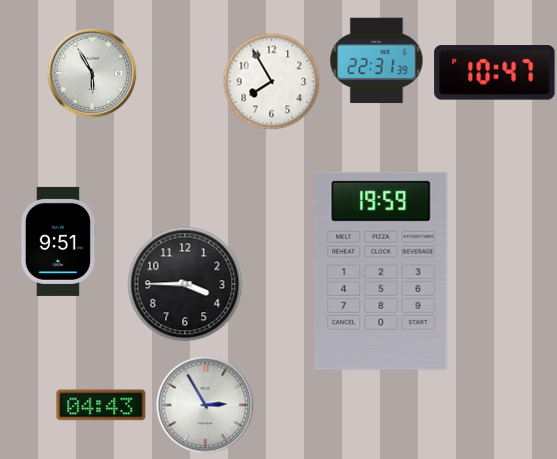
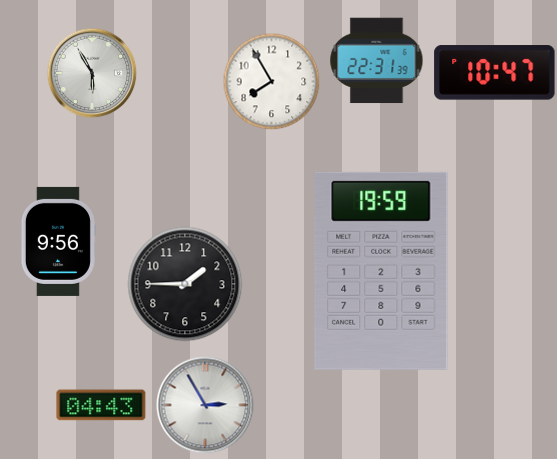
clock at (58, 241): 9:51 -> 9:56
clock at (185, 284): 3:45 -> 1:45
